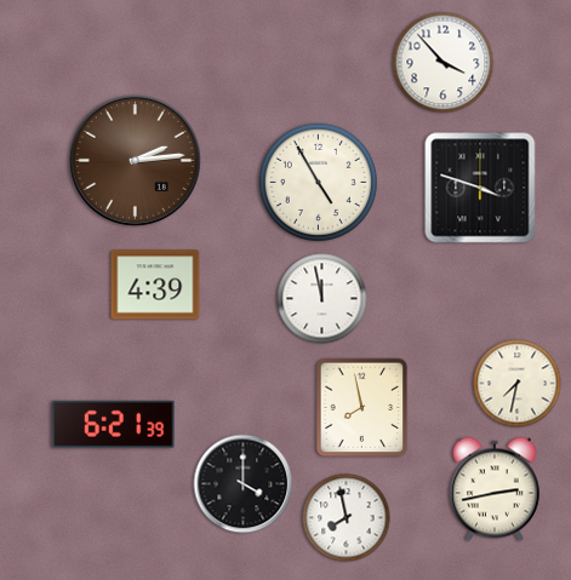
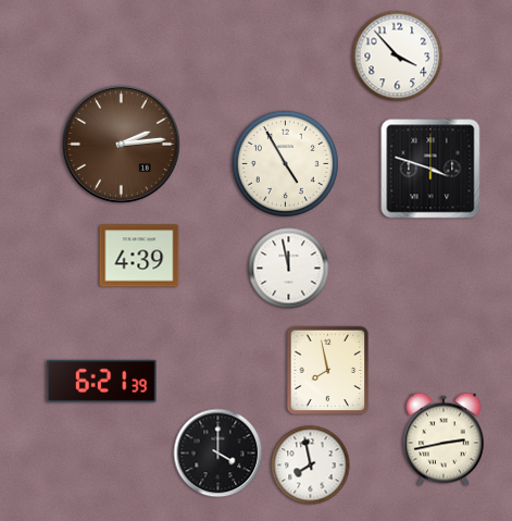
clock at (518, 384): 7:32 -> none
clock at (362, 408) position: (362, 408) -> (328, 371)
clock at (244, 484) position: (244, 484) -> (218, 454)
